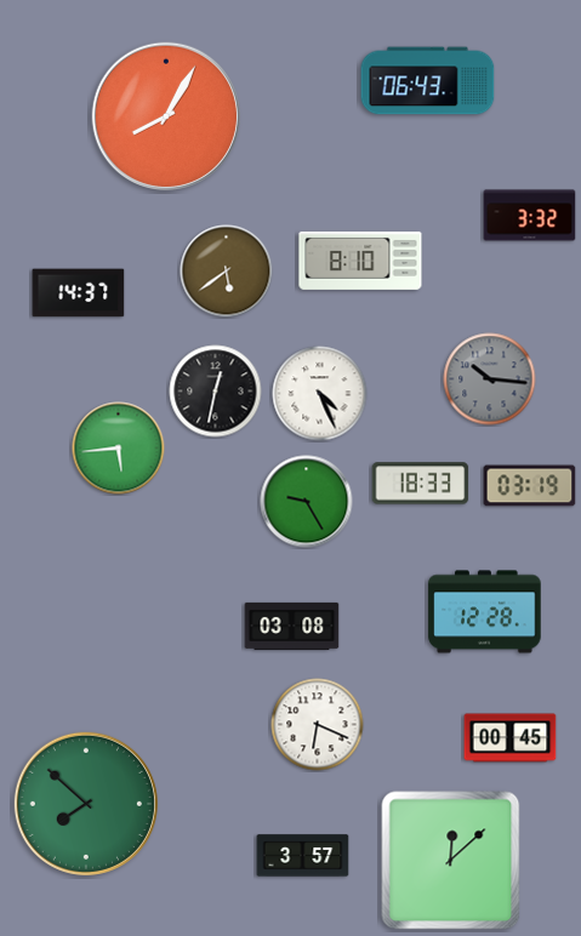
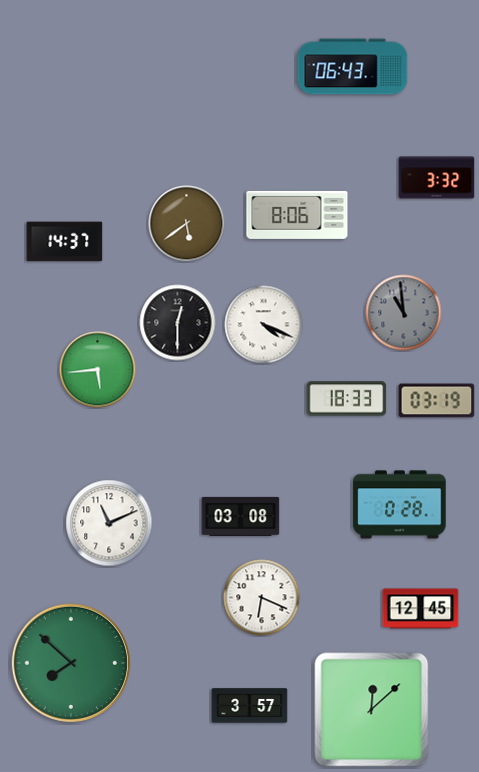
clock at (165, 115): 8:05 -> none
clock at (360, 261): 8:10 -> 8:06
clock at (490, 379): 10:16 -> 10:59
clock at (216, 392): 12:32 -> 12:30
clock at (320, 394): 4:26 -> 4:19
clock at (307, 502): 9:25 -> none
clock at (485, 612): 12:28 -> 0:28
clock at (109, 523): none -> 11:11
clock at (511, 738): 00:45 -> 12:45
